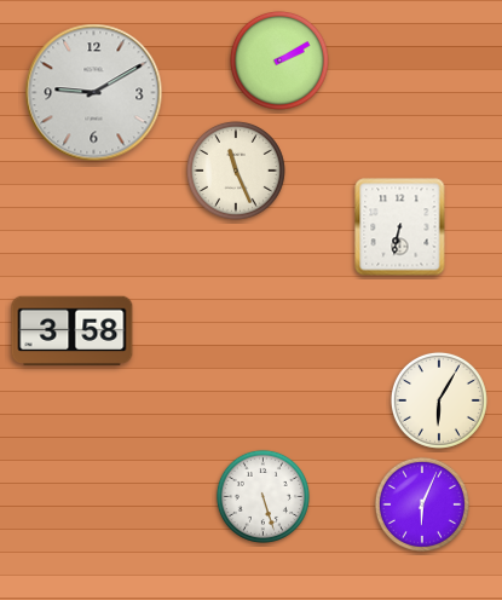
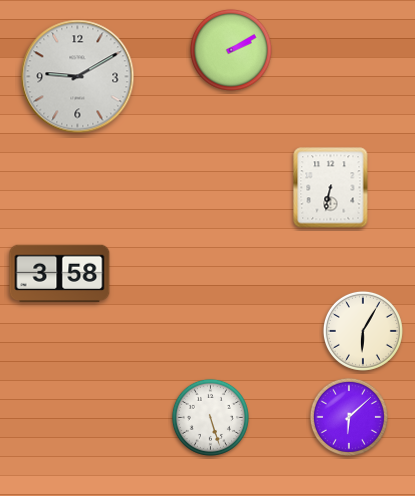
clock at (236, 171): 11:26 -> none
clock at (262, 496) position: (262, 496) -> (210, 417)
clock at (422, 504): 6:04 -> 6:08
